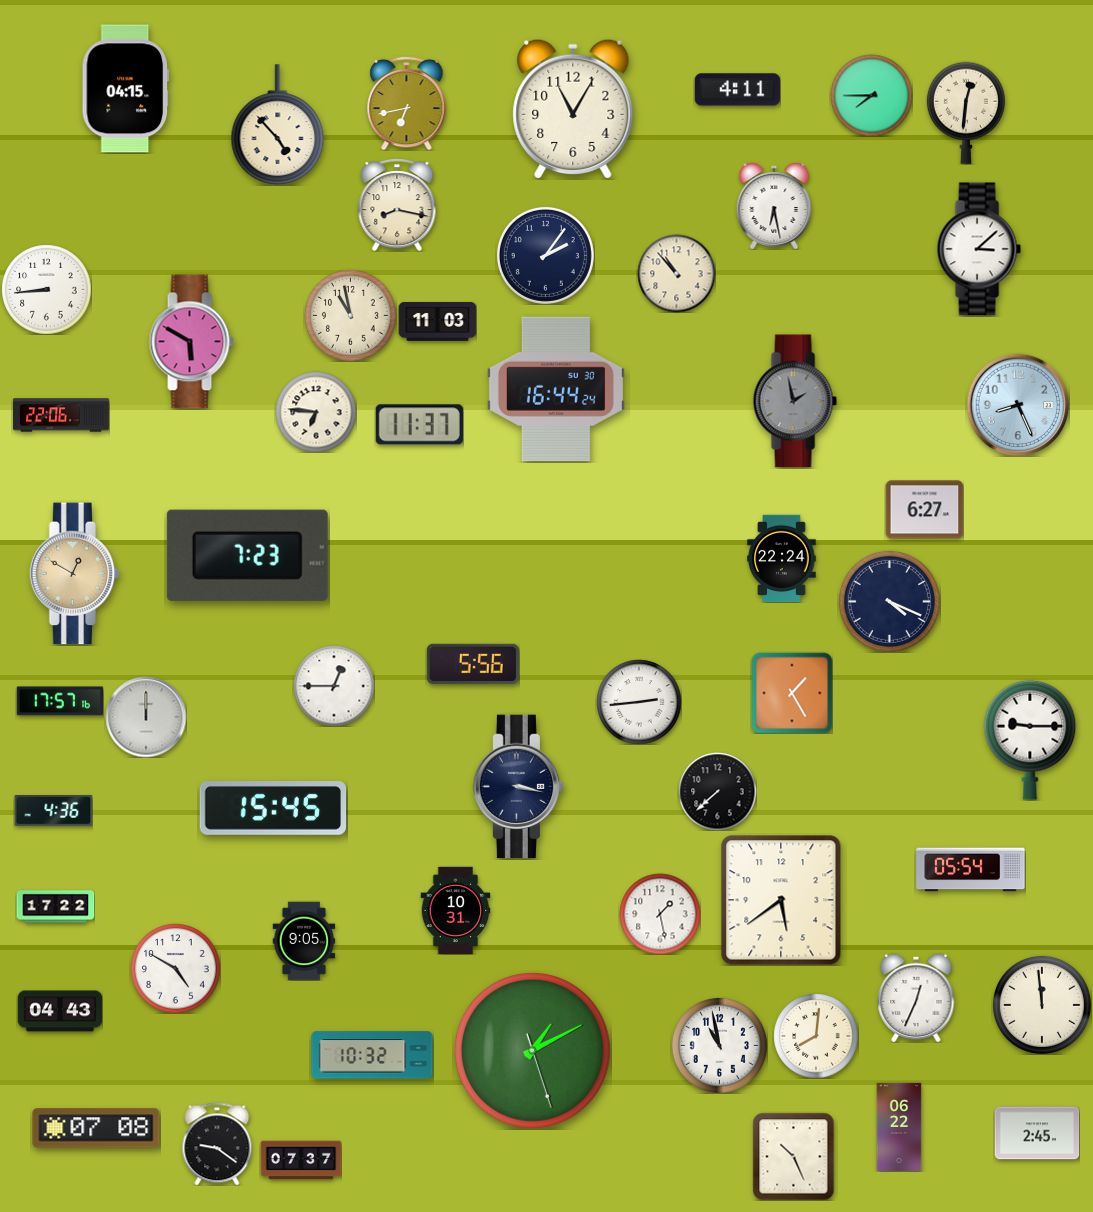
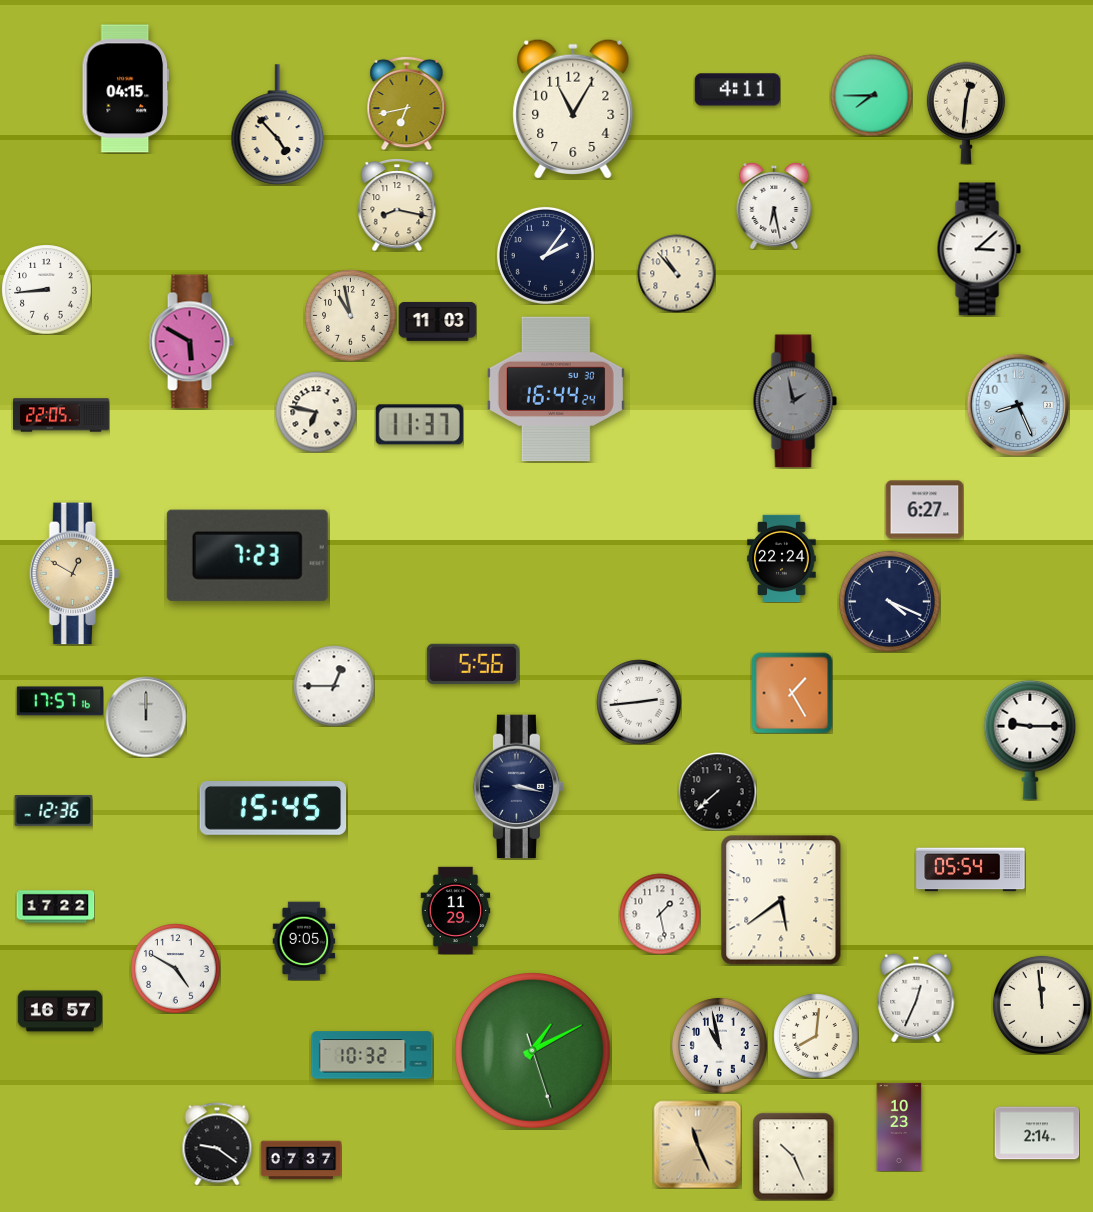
clock at (316, 412): 6:46 -> 6:47
clock at (61, 415): 22:06 -> 22:05
clock at (53, 811): 4:36 -> 12:36
clock at (456, 910): 10:31 -> 11:29
clock at (60, 1011): 04:43 -> 16:57
clock at (899, 1126): 06:22 -> 10:23
clock at (96, 1128): 07:08 -> none
clock at (1037, 1133): 2:45 -> 2:14
clock at (697, 1144): none -> 11:26
